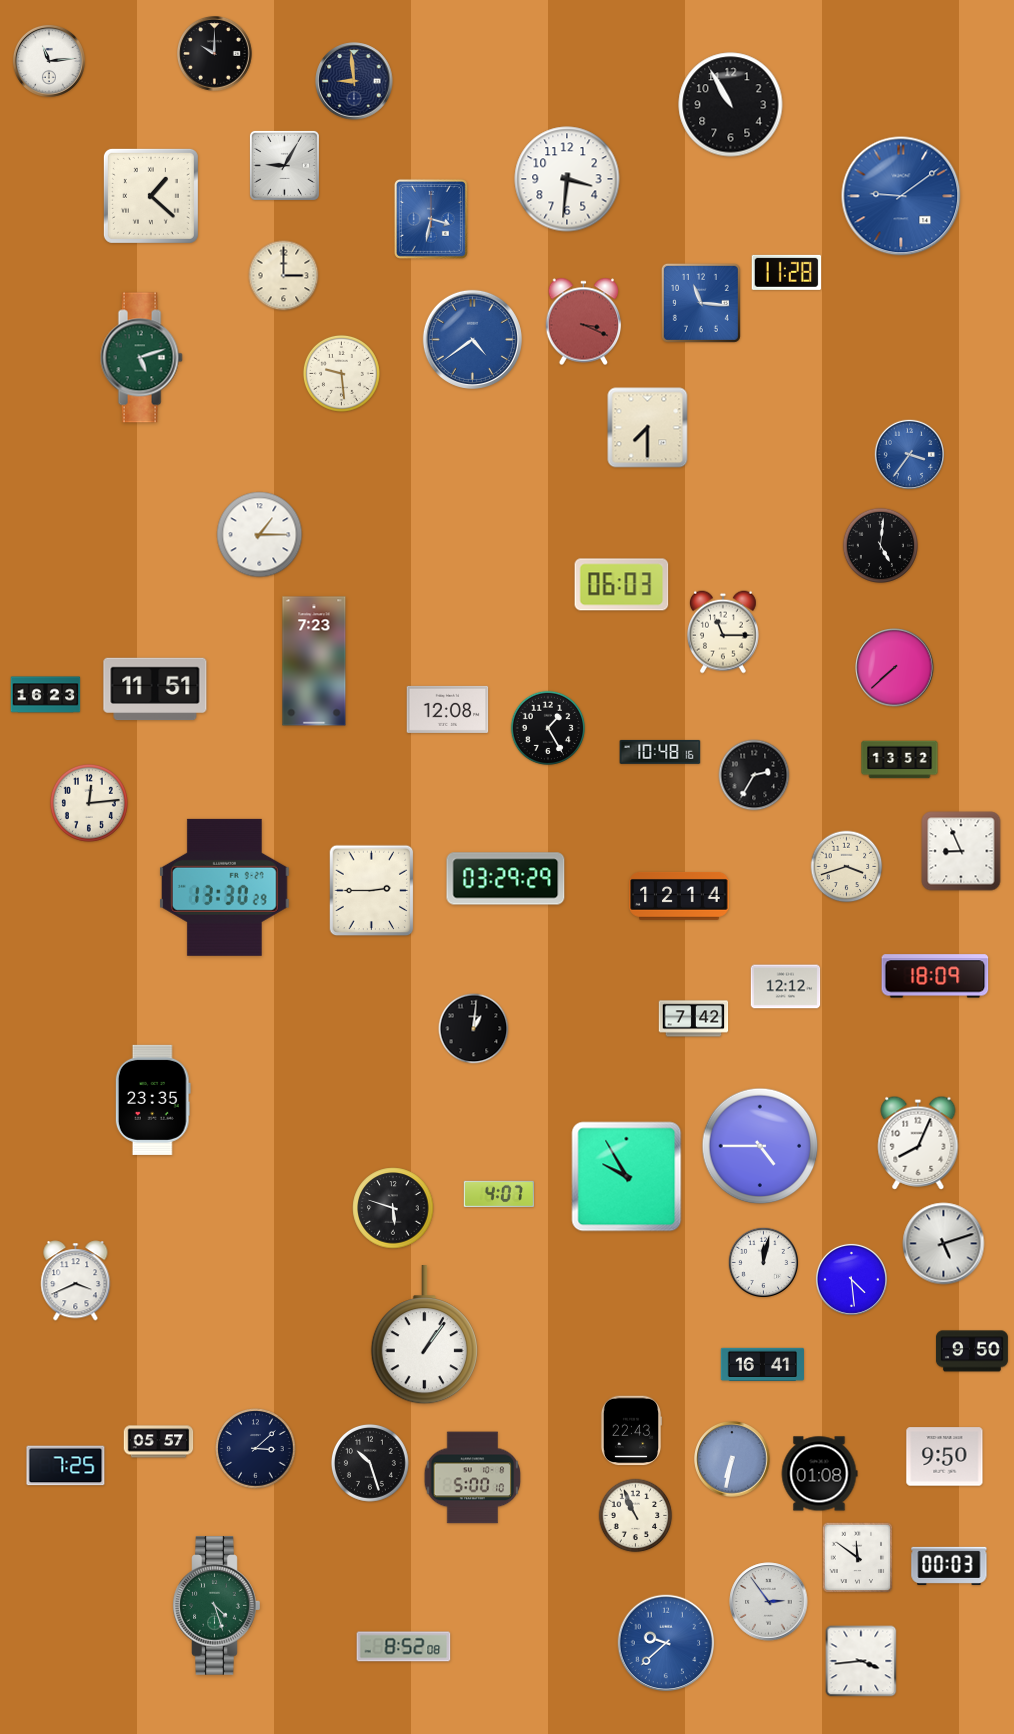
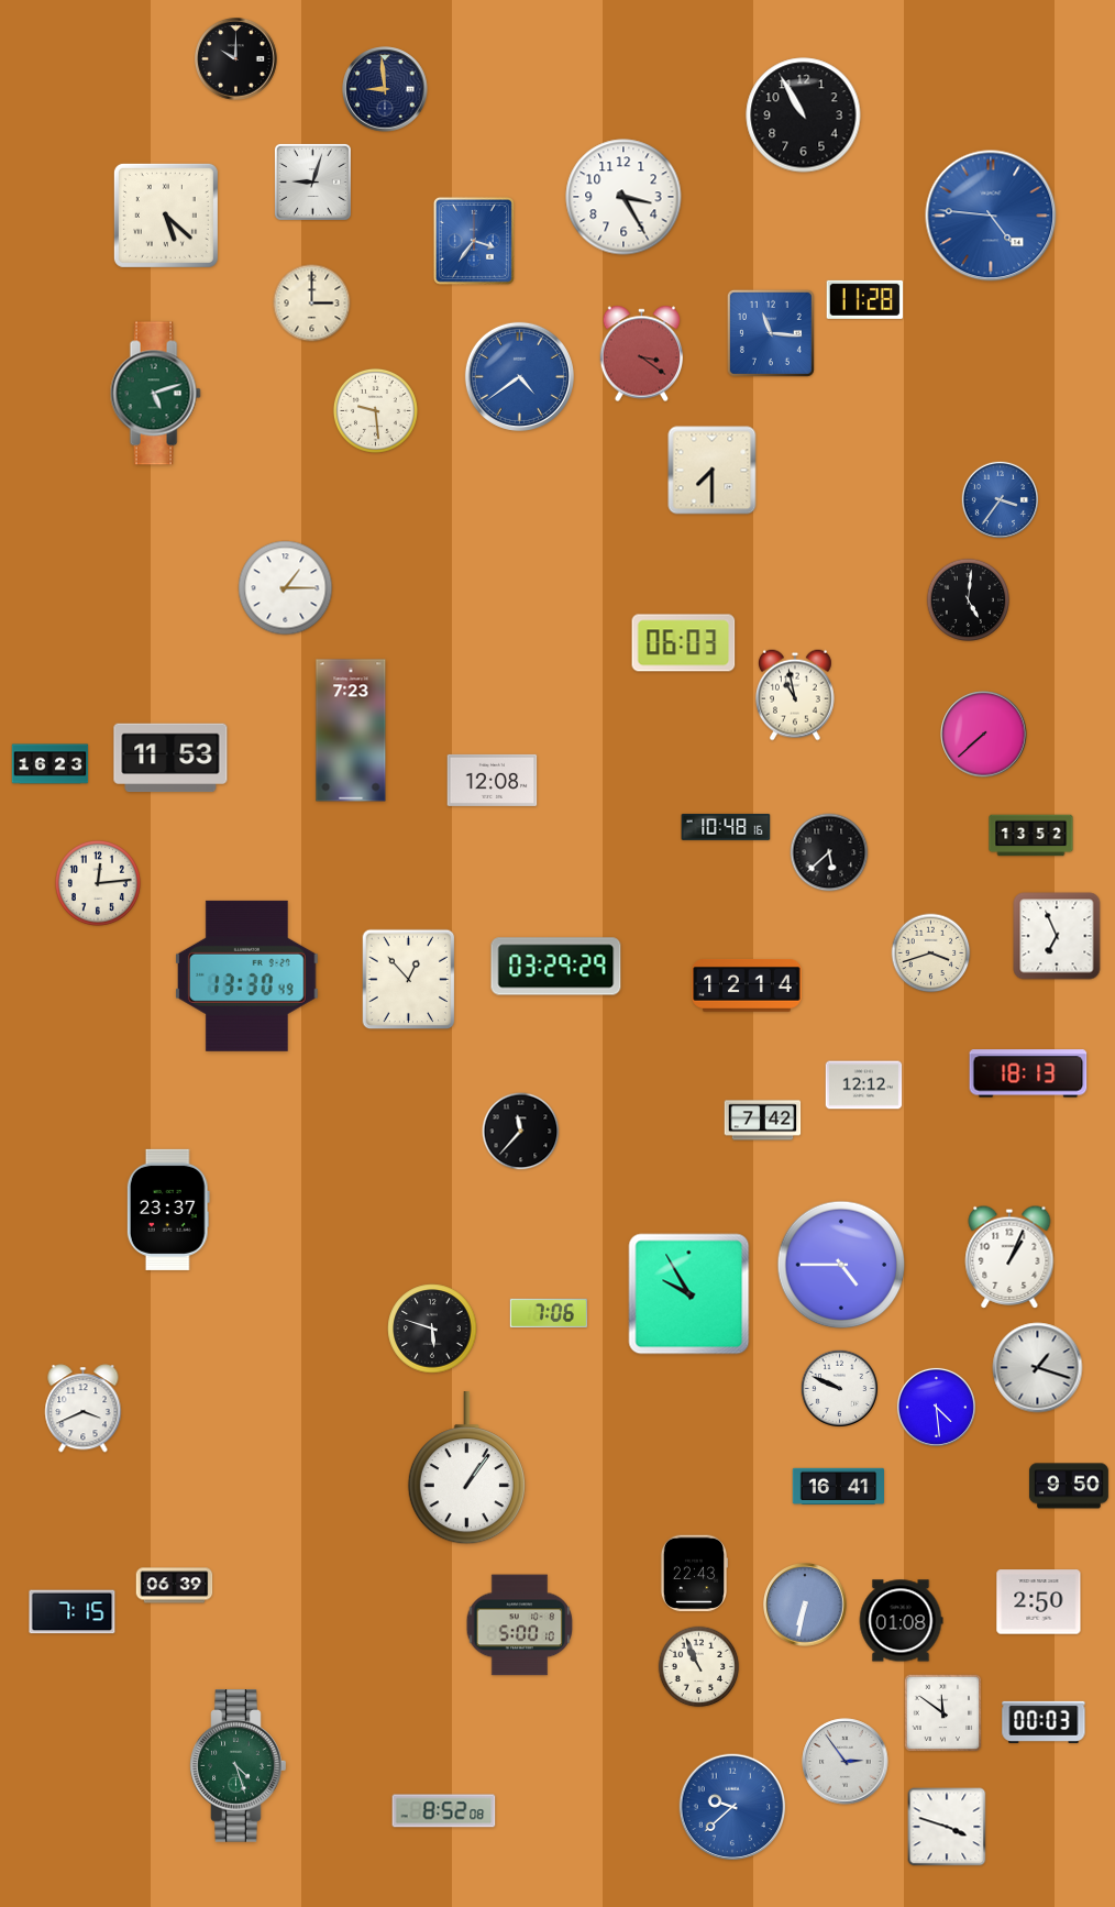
clock at (49, 61): 11:14 -> none
clock at (354, 81) position: (354, 81) -> (385, 89)
clock at (284, 165): 9:05 -> 9:03
clock at (567, 179): 3:31 -> 3:25
clock at (151, 196): 1:22 -> 5:22
clock at (901, 196): 9:09 -> 4:46
clock at (431, 219): 3:32 -> 3:36
clock at (584, 322): 3:19 -> 3:21
clock at (472, 339) position: (472, 339) -> (519, 376)
clock at (723, 632): 11:15 -> 10:58
clock at (314, 661) position: (314, 661) -> (351, 730)
clock at (155, 689): 11:51 -> 11:53
clock at (548, 728): 1:25 -> none
clock at (900, 760) position: (900, 760) -> (1031, 836)
clock at (754, 775): 2:35 -> 5:38
clock at (961, 851): 8:56 -> 6:56
clock at (224, 887): 13:30:29 -> 13:30:49
clock at (372, 891): 2:45 -> 12:53
clock at (935, 976): 18:09 -> 18:13
clock at (474, 1029): 1:01 -> 11:37
clock at (153, 1100): 23:35 -> 23:37
clock at (918, 1143): 8:04 -> 1:04
clock at (760, 1146) position: (760, 1146) -> (841, 1265)
clock at (498, 1194): 4:07 -> 7:06
clock at (944, 1244): 5:12 -> 1:18
clock at (763, 1262): 12:02 -> 9:49
clock at (762, 1364) position: (762, 1364) -> (838, 1486)
clock at (159, 1442): 05:57 -> 06:39
clock at (256, 1449): 3:08 -> none
clock at (945, 1457): 9:50 -> 2:50
clock at (370, 1463): 10:27 -> none
clock at (66, 1466): 7:25 -> 7:15
clock at (861, 1661): 3:44 -> 3:48
